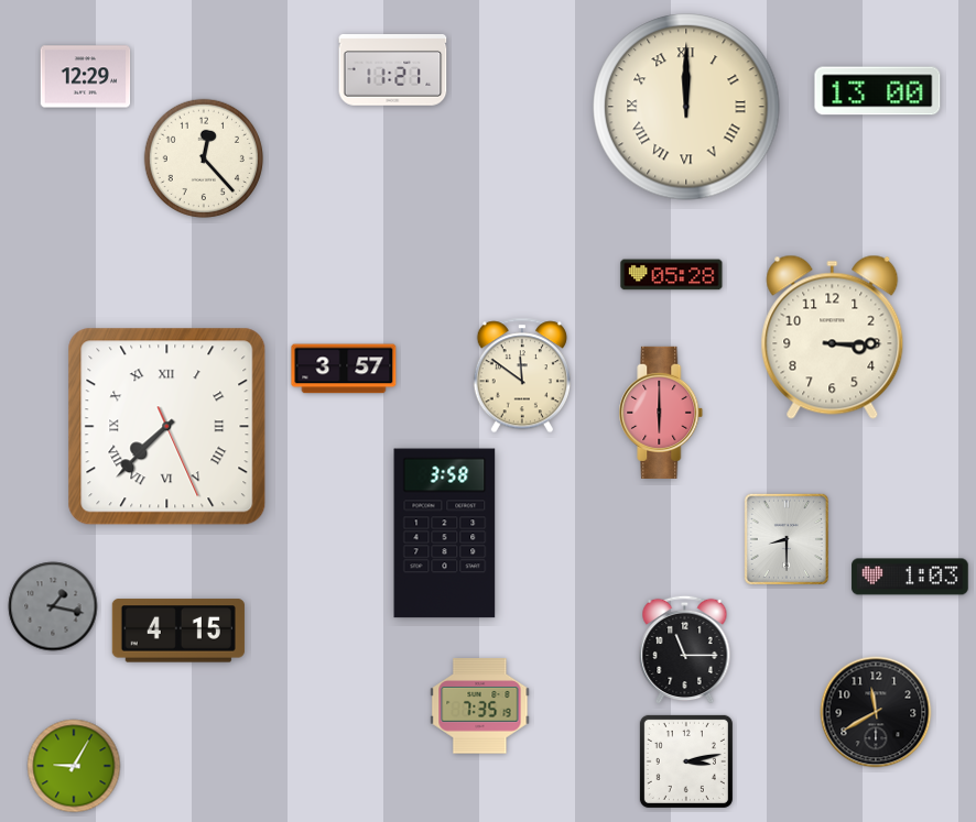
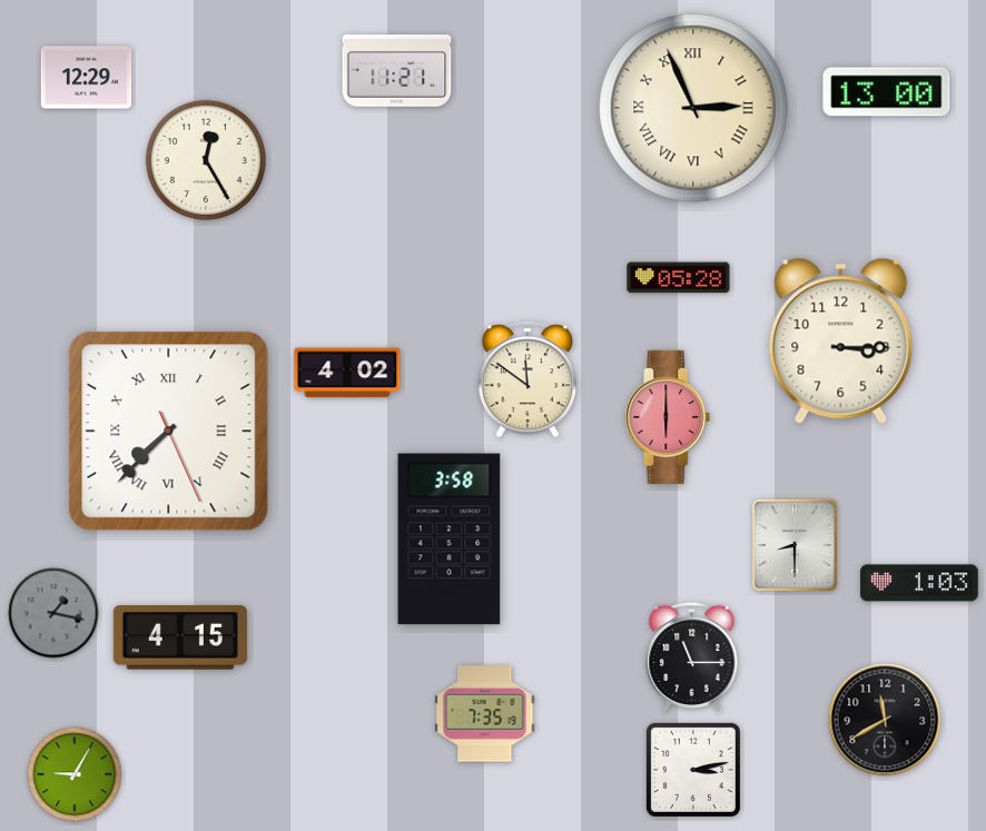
clock at (686, 107): 12:00 -> 2:56
clock at (203, 157): 12:23 -> 12:25
clock at (344, 369): 3:57 -> 4:02
